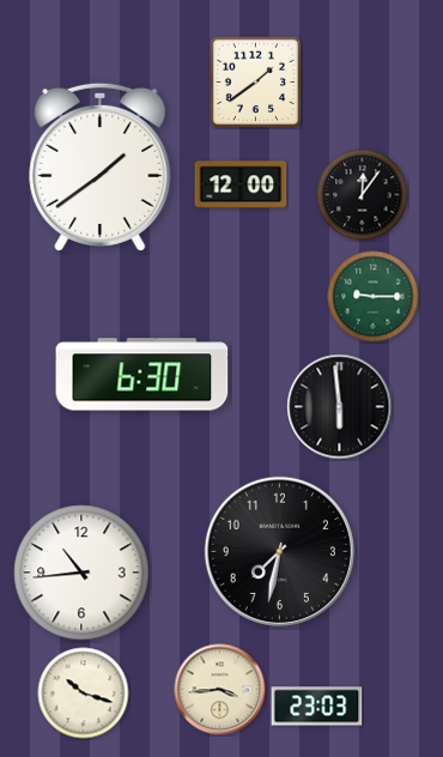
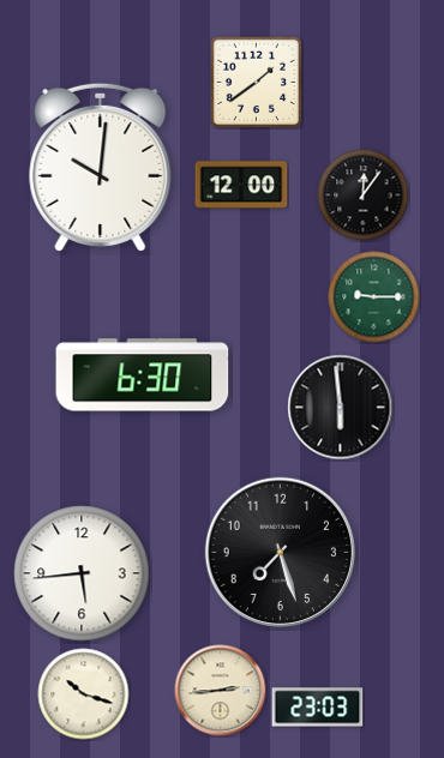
clock at (101, 166): 1:39 -> 10:01
clock at (279, 551): 7:32 -> 7:27
clock at (81, 573): 10:44 -> 5:44
clock at (220, 690): 3:44 -> 2:44
